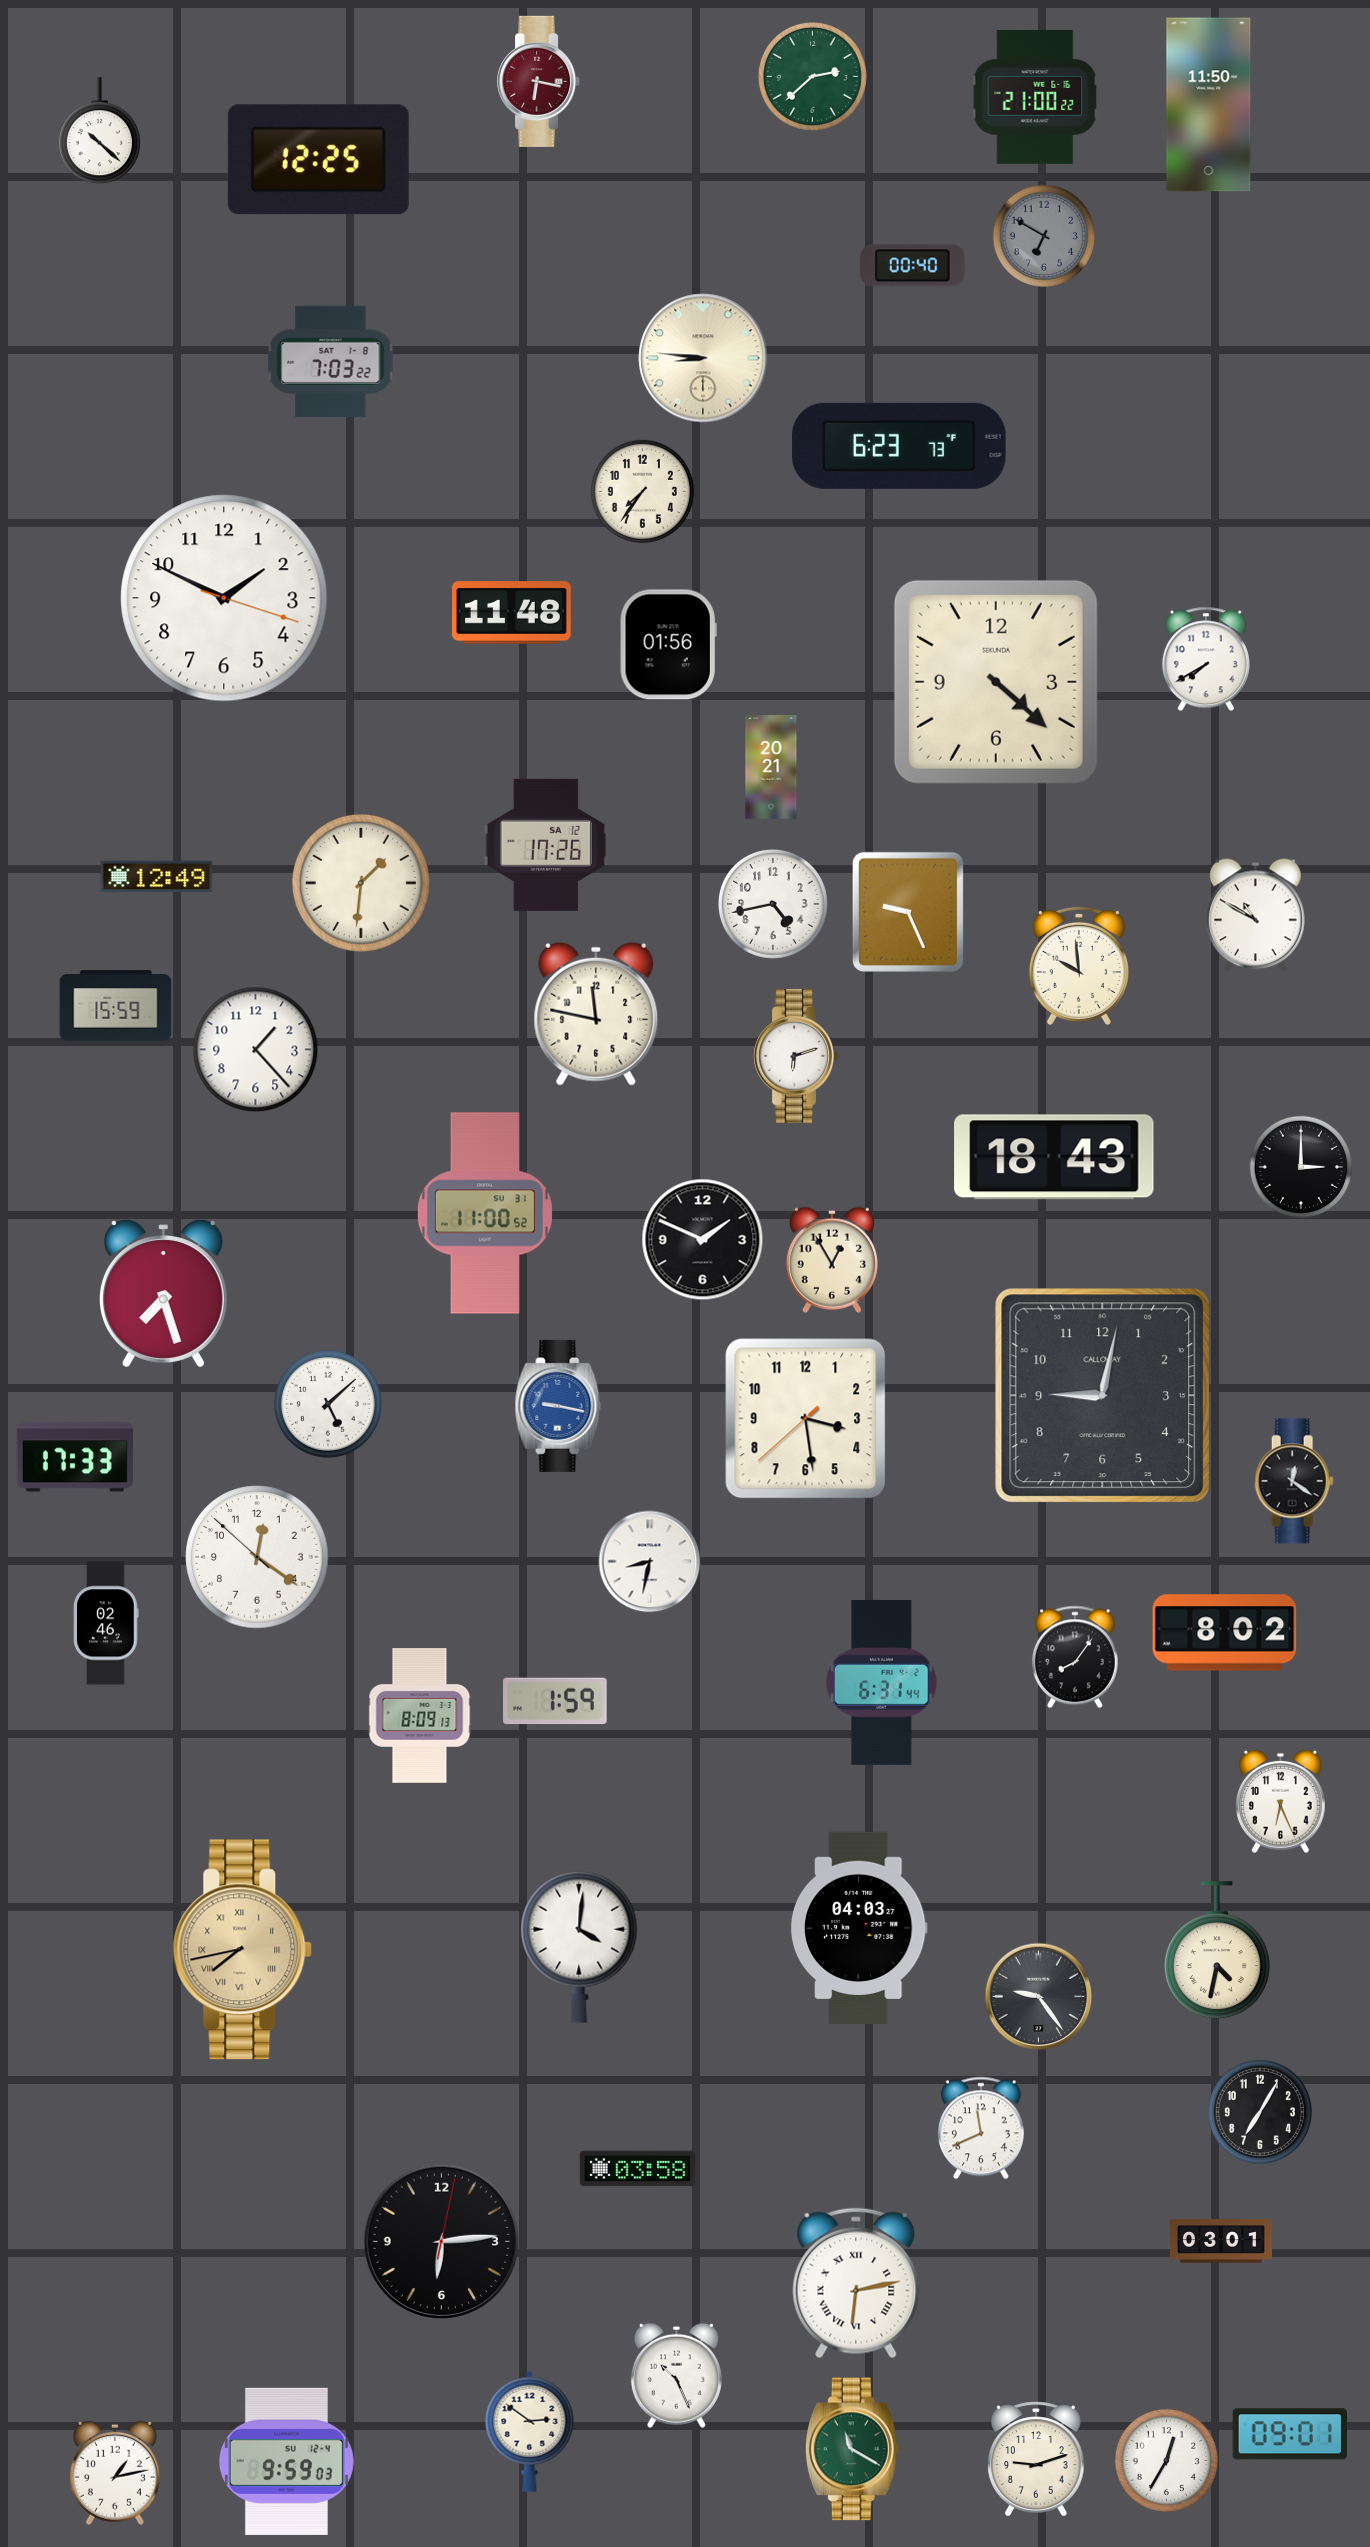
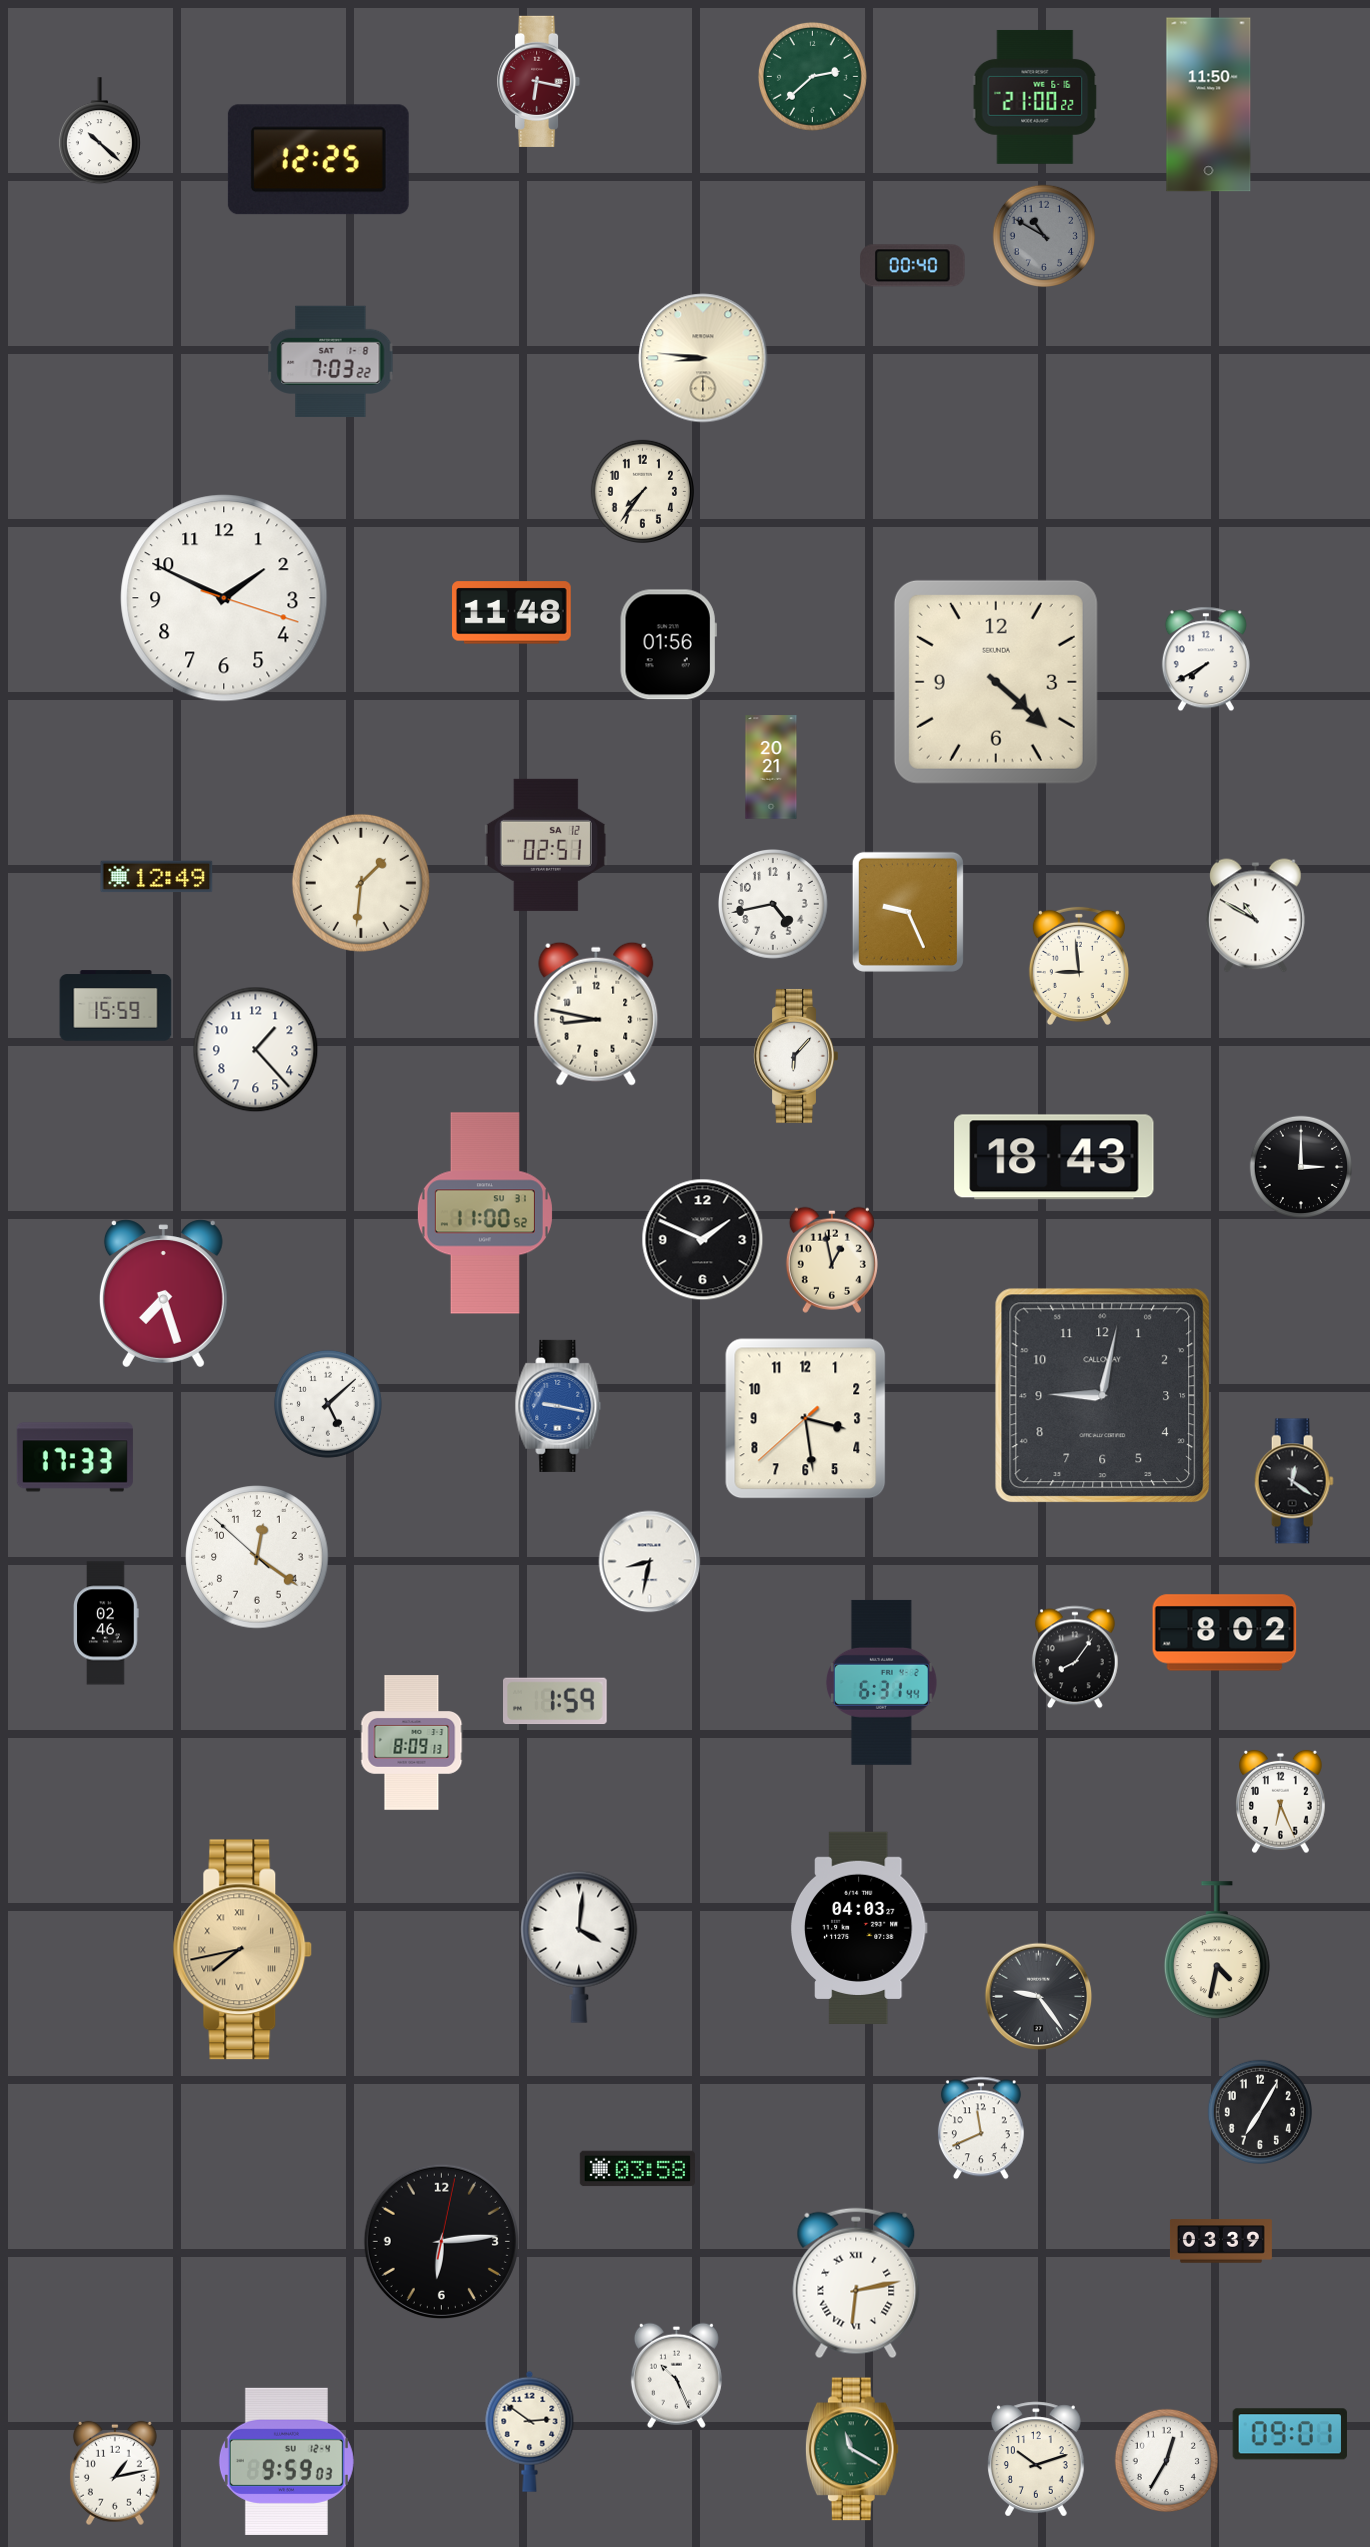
clock at (1044, 236): 6:50 -> 10:50
clock at (899, 446): 6:23 -> none
clock at (546, 845): 17:26 -> 02:51
clock at (1079, 966): 9:59 -> 8:59
clock at (596, 1014): 11:47 -> 8:47
clock at (796, 1056): 6:12 -> 6:07
clock at (832, 1260): 12:55 -> 12:58
clock at (420, 1716) position: (420, 1716) -> (412, 1743)
clock at (1221, 2241): 03:01 -> 03:39
clock at (1037, 2459): 9:12 -> 10:12
